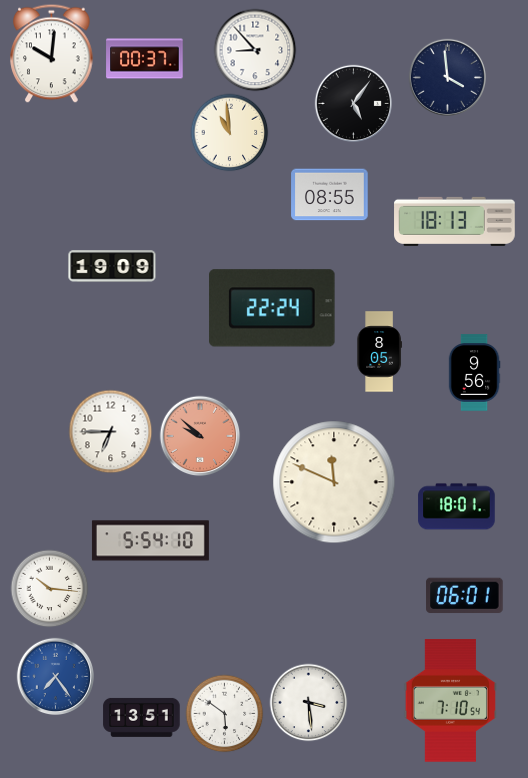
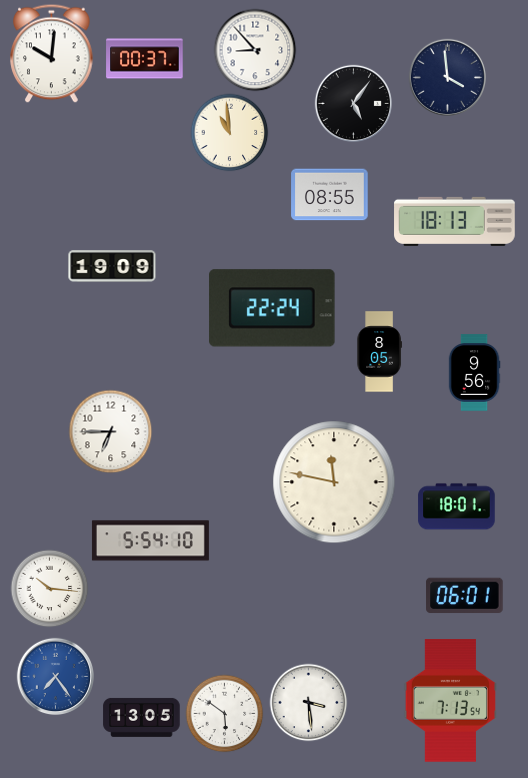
clock at (200, 436): 9:52 -> none
clock at (334, 482): 11:49 -> 11:47
clock at (450, 701): 7:10 -> 7:13
clock at (142, 717): 13:51 -> 13:05
